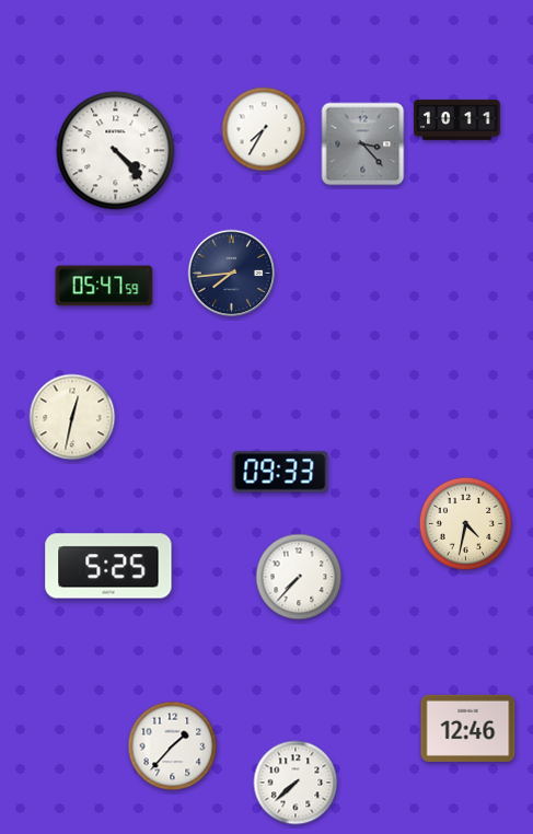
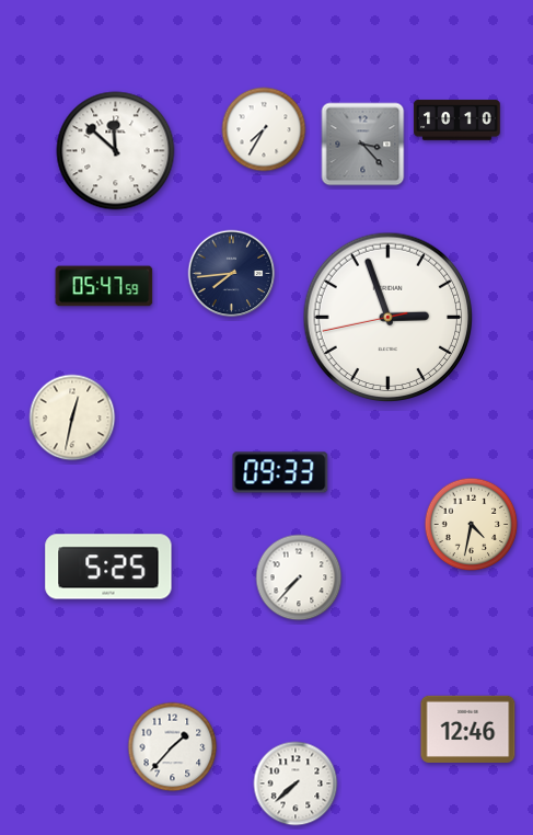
clock at (457, 120): 10:11 -> 10:10
clock at (116, 151): 4:23 -> 11:52
clock at (389, 318): none -> 2:56
clock at (466, 524) position: (466, 524) -> (472, 525)
